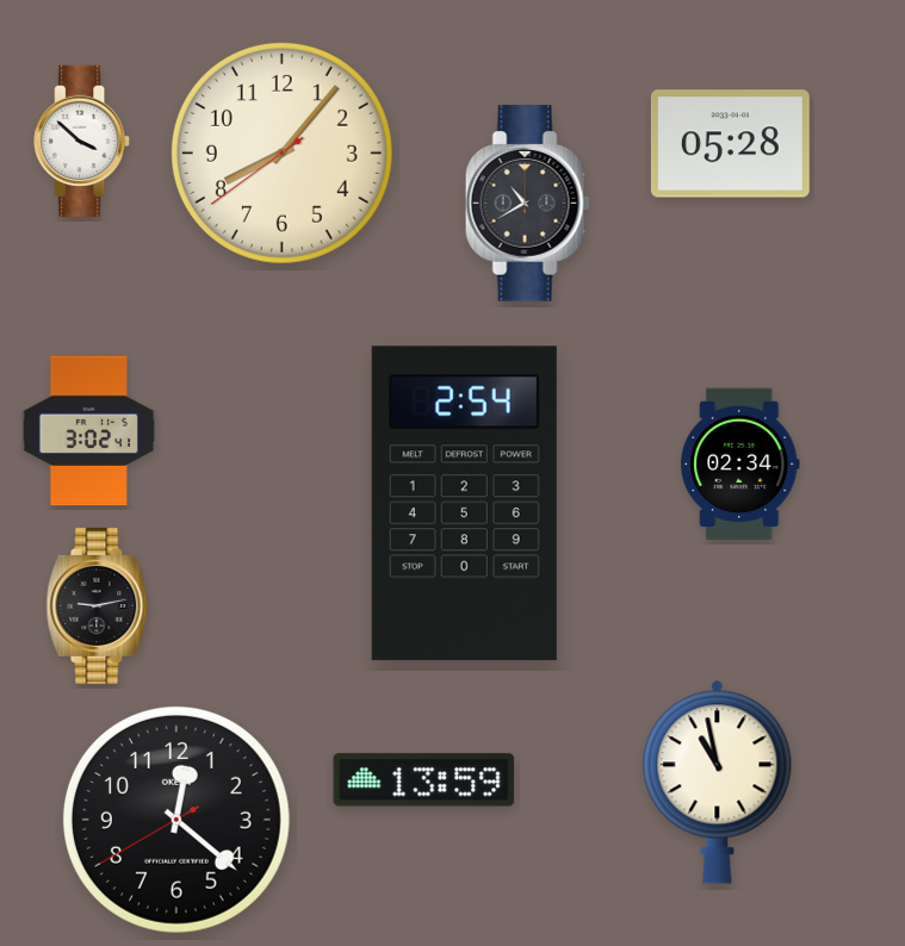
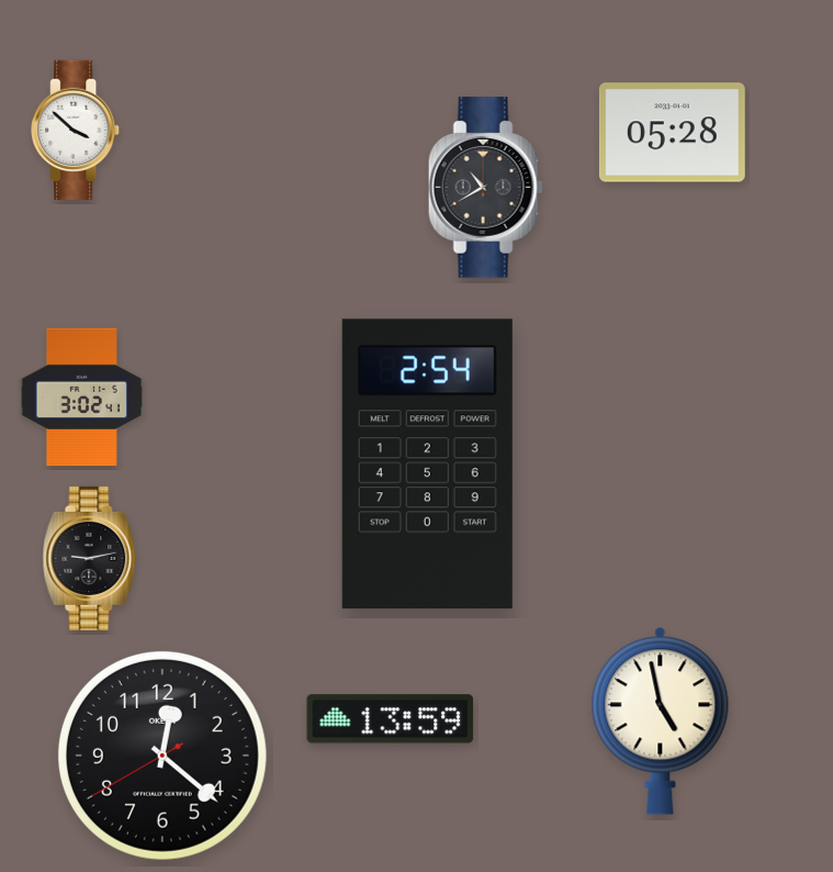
clock at (281, 153): 8:06 -> none
clock at (740, 463): 02:34 -> none
clock at (718, 783): 10:58 -> 4:58
